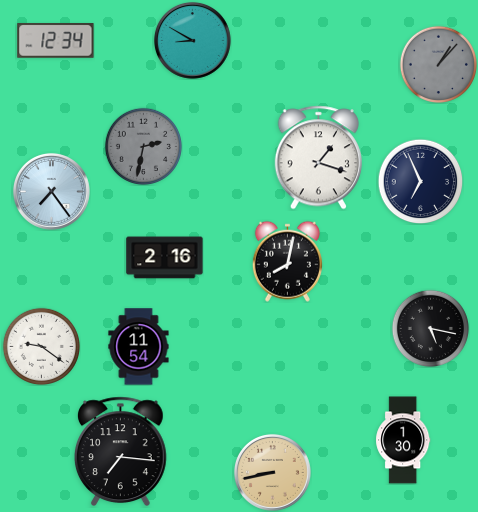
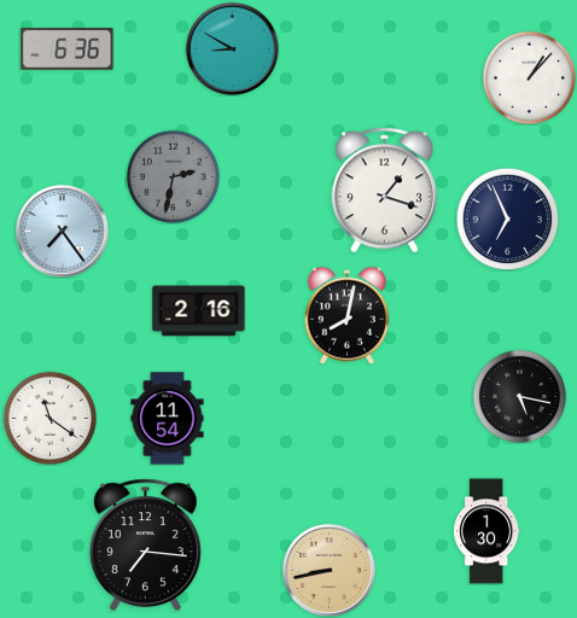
clock at (56, 41): 12:34 -> 6:36
clock at (438, 64) dial: grey -> white
clock at (41, 346): 9:21 -> 11:21
